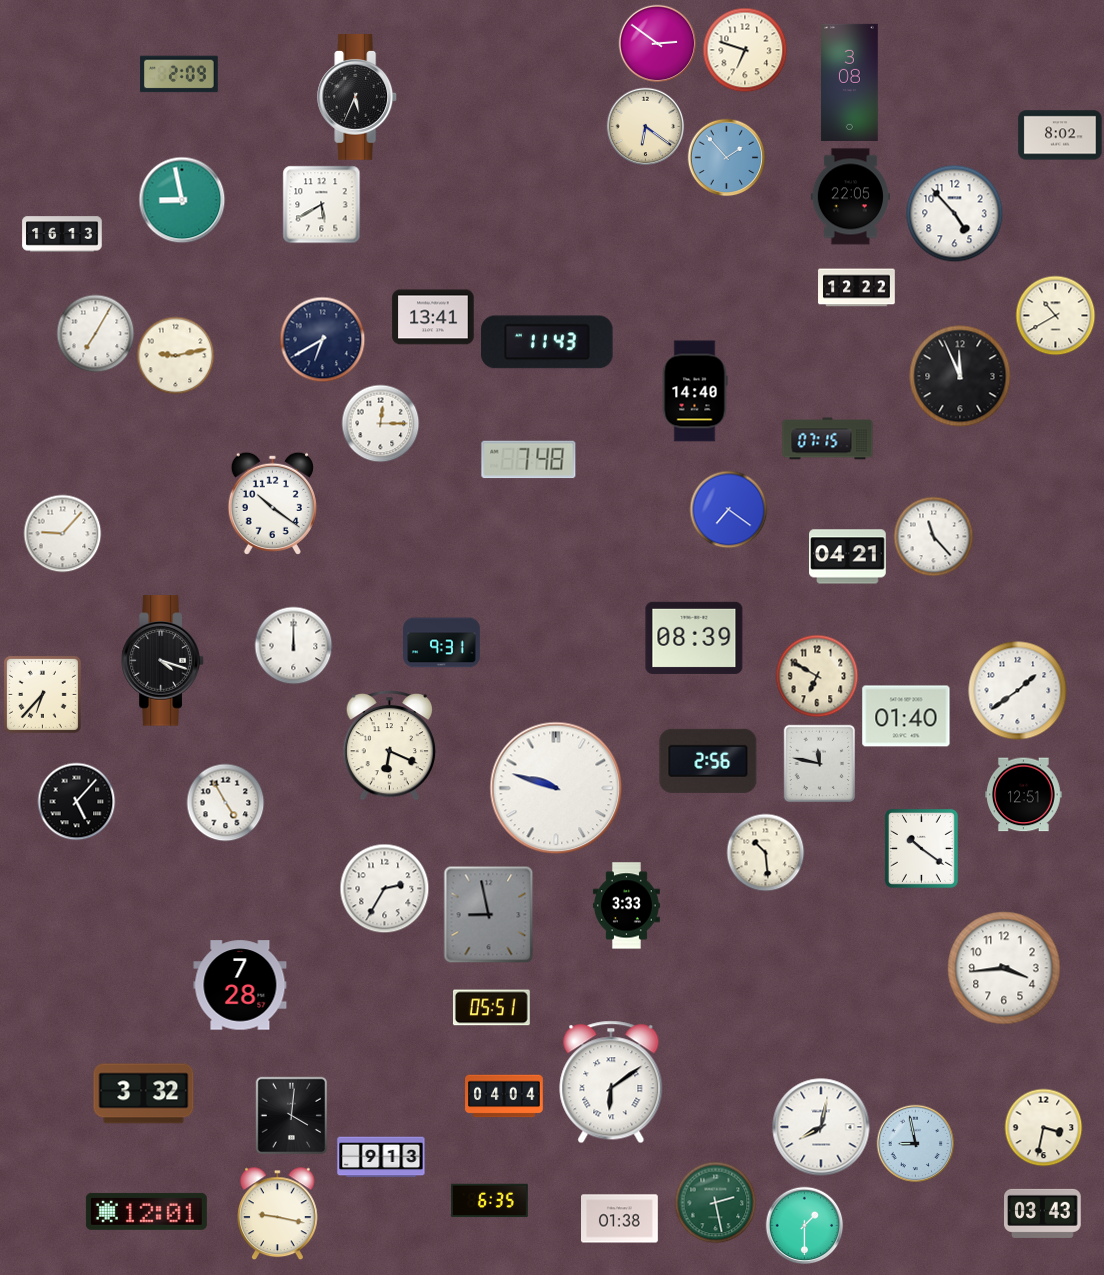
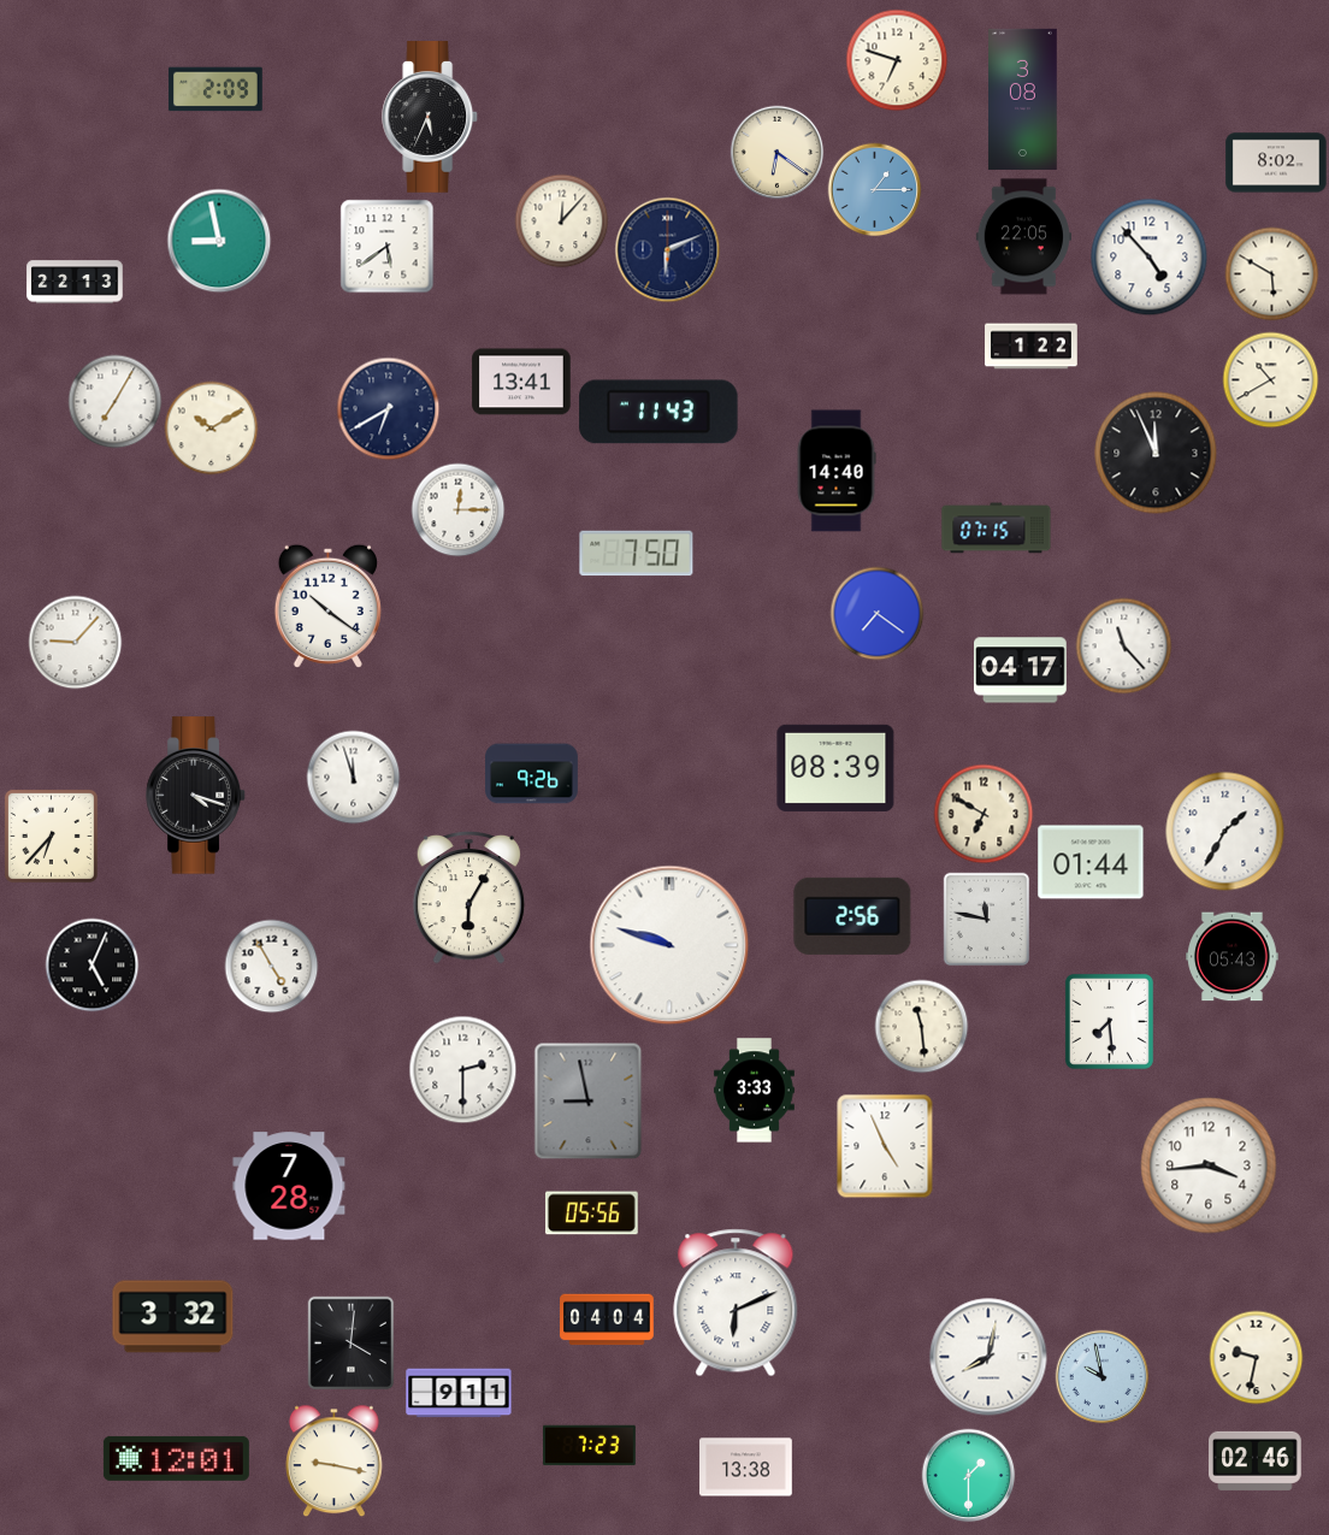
clock at (657, 43): 2:51 -> none
clock at (726, 157): 1:53 -> 1:15
clock at (561, 220): none -> 12:07
clock at (321, 204): 5:40 -> 5:39
clock at (667, 249): none -> 6:11
clock at (1271, 273): none -> 5:50
clock at (62, 234): 16:13 -> 22:13
clock at (857, 288): 12:22 -> 1:22
clock at (175, 355): 9:13 -> 10:10
clock at (529, 460): 7:48 -> 7:50
clock at (848, 557): 04:21 -> 04:17
clock at (442, 643): 9:31 -> 9:26
clock at (293, 645): 12:00 -> 11:57
clock at (1018, 691): 1:39 -> 1:35
clock at (906, 716): 01:40 -> 01:44
clock at (389, 746): 6:19 -> 6:05
clock at (556, 788) position: (556, 788) -> (669, 945)
clock at (1024, 795): 12:51 -> 05:43
clock at (76, 801): 5:07 -> 5:04
clock at (921, 848): 10:21 -> 7:29
clock at (765, 852): 10:29 -> 11:29
clock at (384, 888): 2:35 -> 2:30
clock at (885, 1146): none -> 4:56
clock at (492, 1008): 05:51 -> 05:56
clock at (611, 1082): 6:09 -> 6:11
clock at (1043, 1127): 3:32 -> 9:32
clock at (915, 1143): 8:58 -> 9:58
clock at (381, 1157): 9:13 -> 9:11
clock at (490, 1201): 6:35 -> 7:23
clock at (715, 1202): 2:28 -> none
clock at (1043, 1213): 03:43 -> 02:46
clock at (620, 1219): 01:38 -> 13:38
